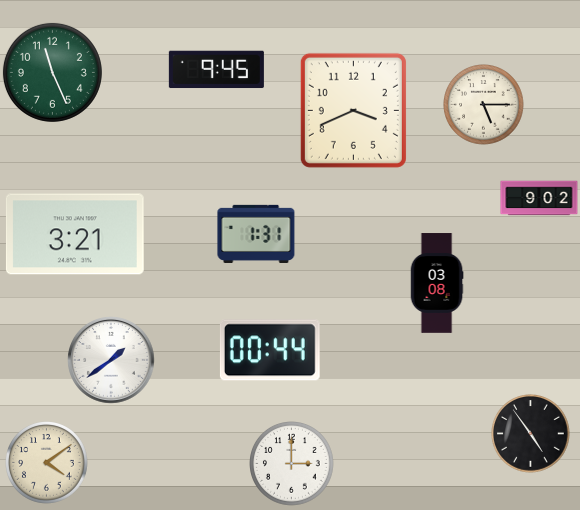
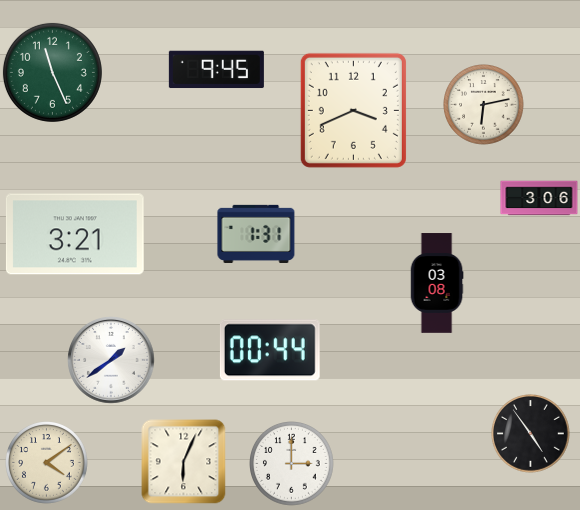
clock at (484, 105): 5:15 -> 6:13
clock at (539, 198): 9:02 -> 3:06
clock at (184, 462): none -> 6:04
